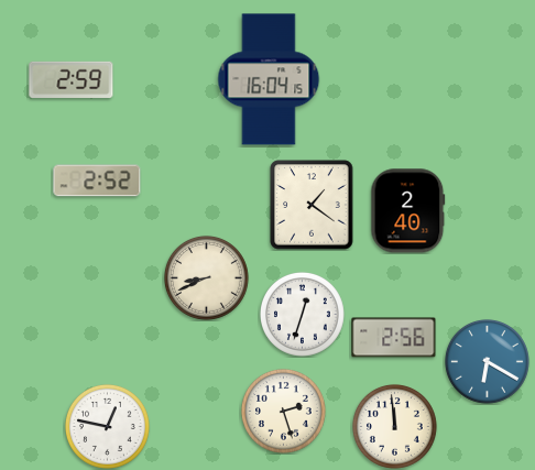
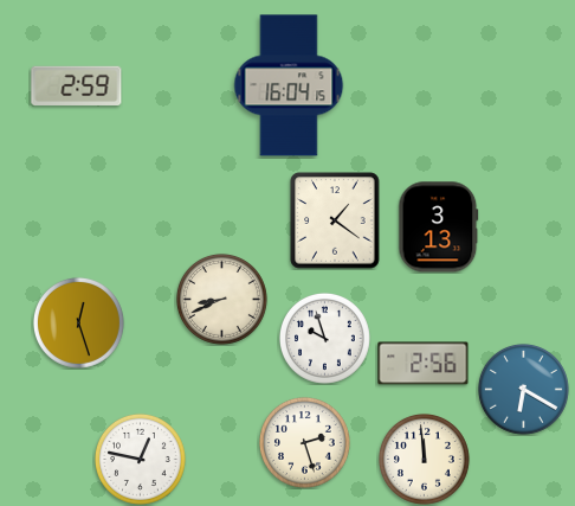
clock at (97, 181): 2:52 -> none
clock at (408, 211): 2:40 -> 3:13
clock at (78, 322): none -> 12:27
clock at (302, 314): 12:33 -> 9:57
clock at (107, 426) position: (107, 426) -> (140, 459)
